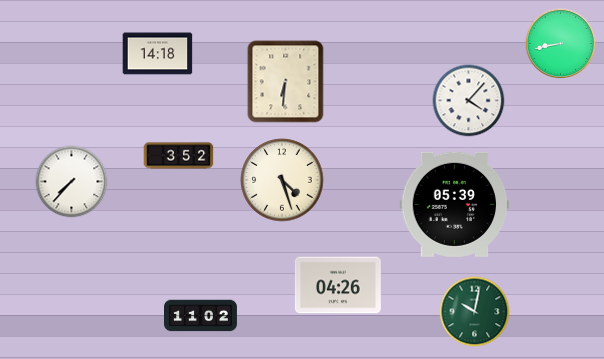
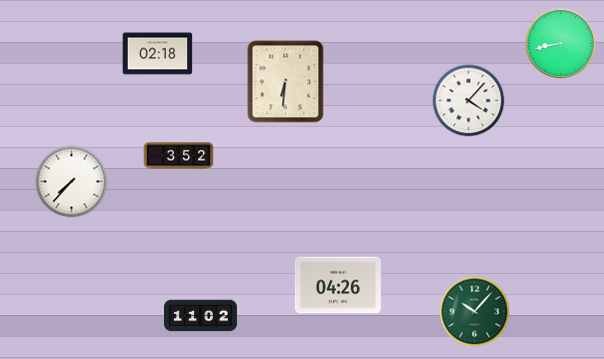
clock at (158, 54): 14:18 -> 02:18
clock at (282, 180): 4:27 -> none
clock at (455, 204): 05:39 -> none
clock at (475, 312): 10:02 -> 10:07
